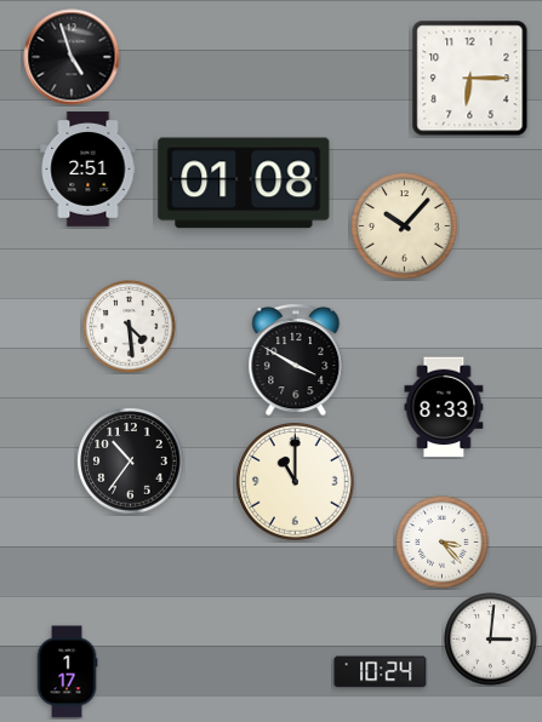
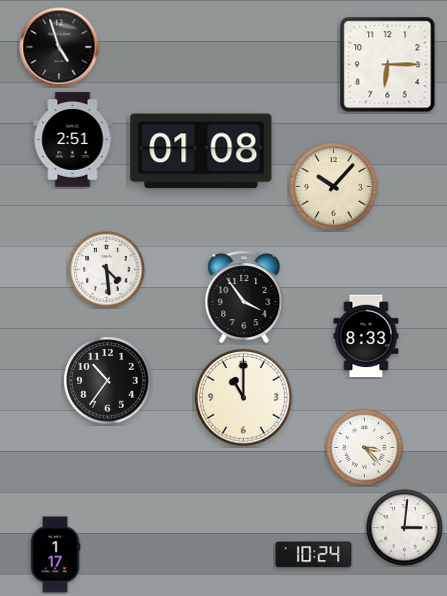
clock at (296, 360): 3:50 -> 3:54
